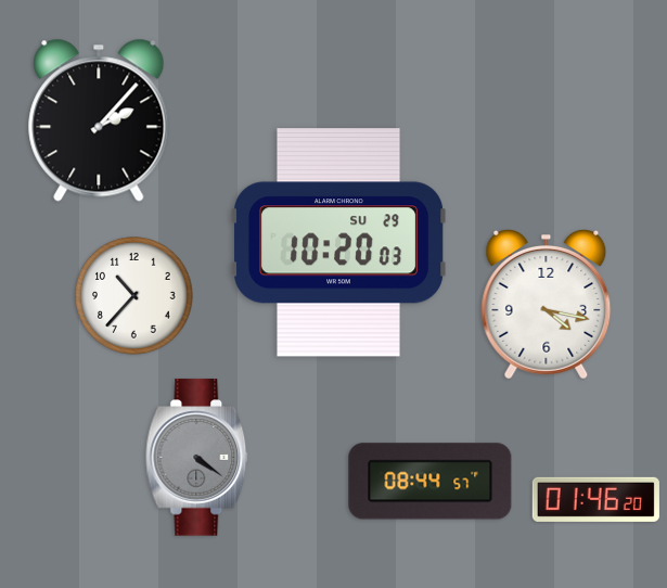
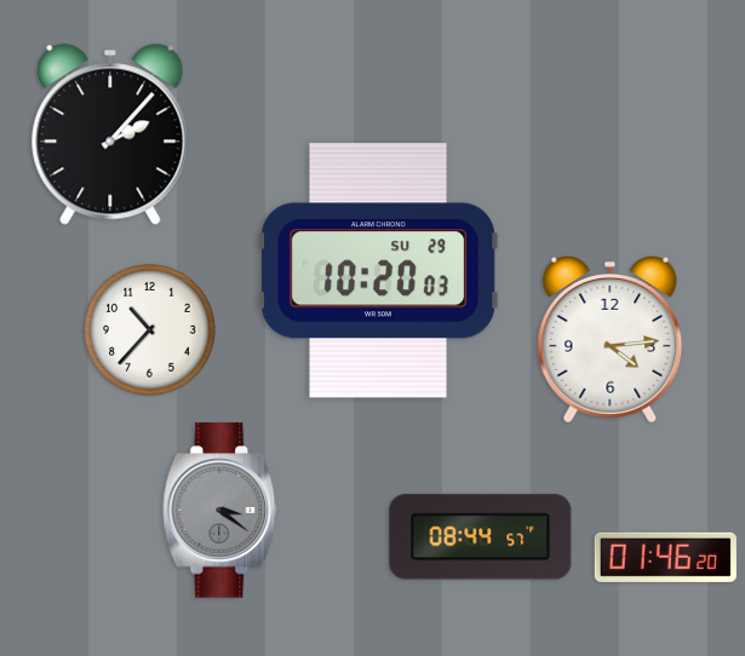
clock at (547, 305): 4:17 -> 4:14
clock at (197, 458): 4:21 -> 3:21
